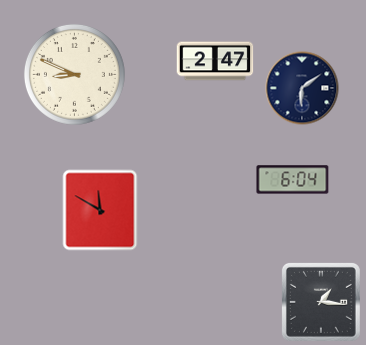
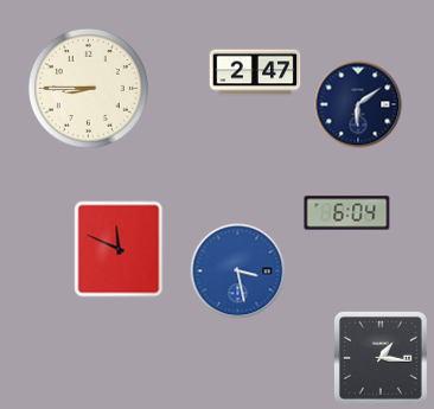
clock at (74, 74): 8:49 -> 8:45
clock at (100, 210): 11:50 -> 11:49
clock at (238, 271): none -> 3:28
